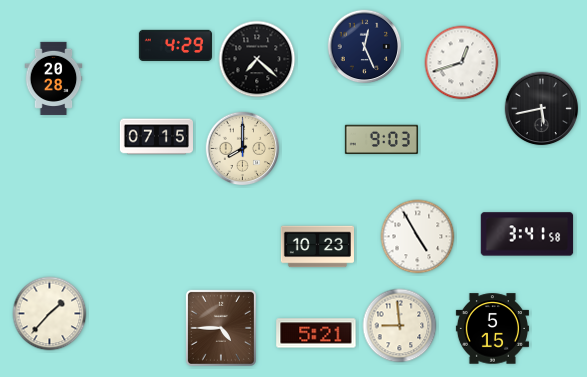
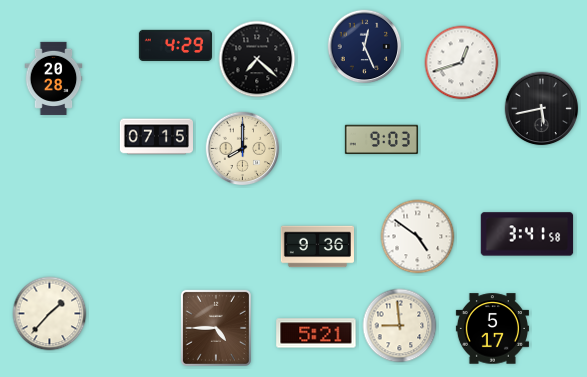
clock at (418, 237): 4:55 -> 4:51
clock at (317, 247): 10:23 -> 9:36
clock at (221, 328) position: (221, 328) -> (216, 328)
clock at (492, 329): 5:15 -> 5:17
